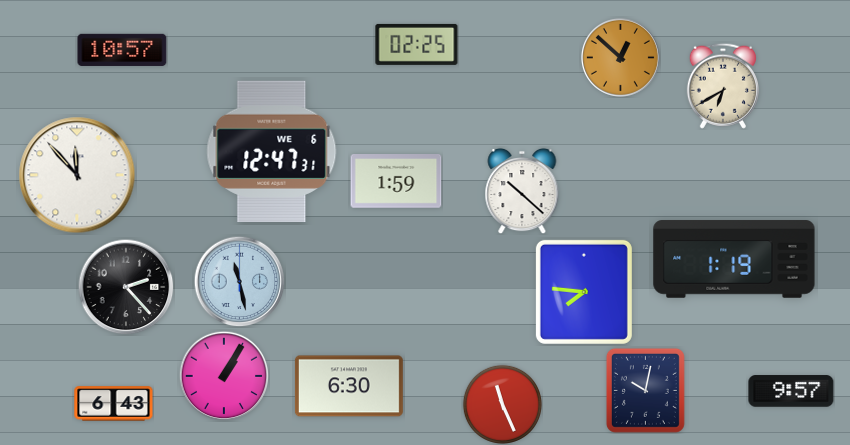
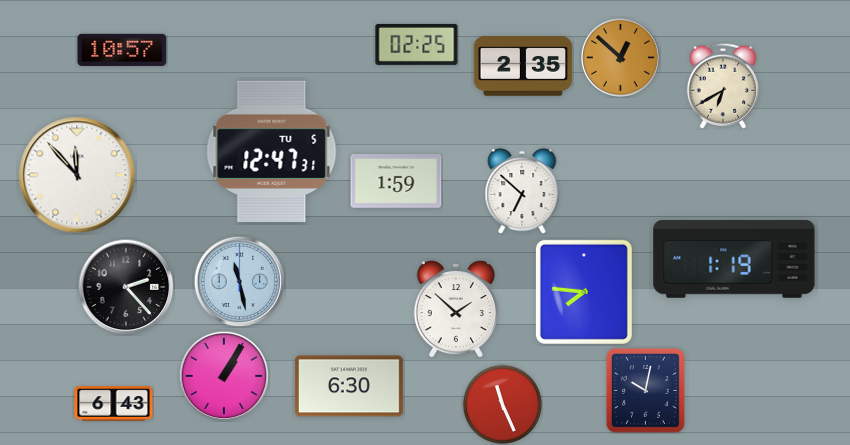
clock at (523, 66): none -> 2:35
clock at (272, 151) date: WE 6 -> TU 5
clock at (522, 191): 10:22 -> 6:52
clock at (456, 309): none -> 1:52
clock at (791, 391): 9:57 -> none
